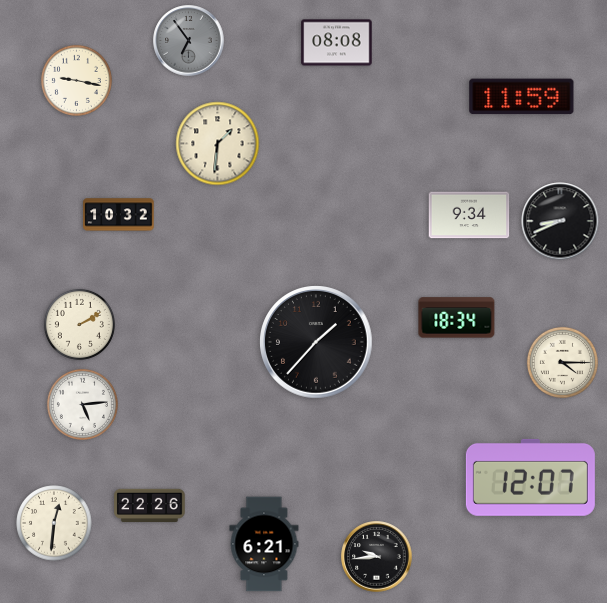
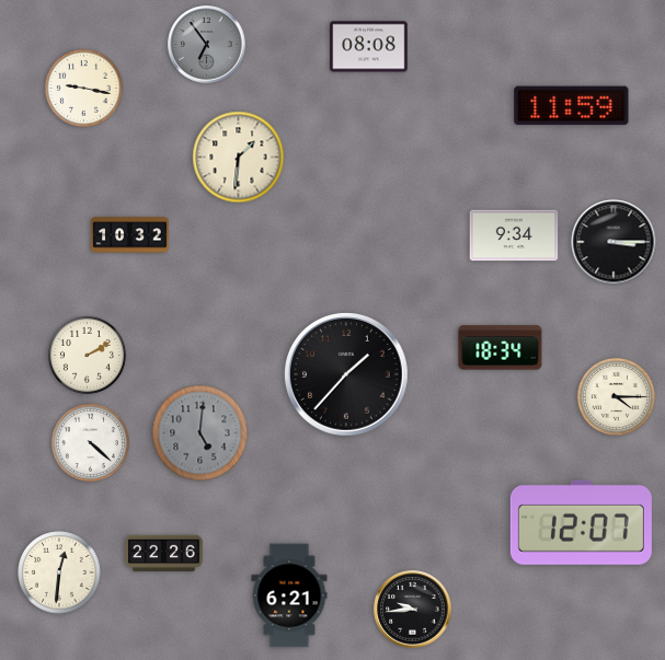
clock at (560, 221): 8:41 -> 3:15
clock at (200, 433): none -> 5:01
clock at (82, 404): 5:14 -> 4:22
